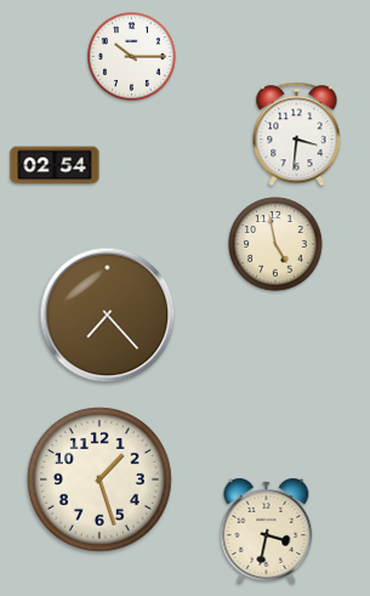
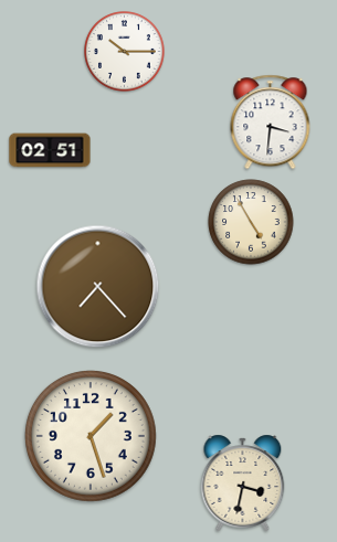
clock at (132, 57) position: (132, 57) -> (125, 52)
clock at (55, 165): 02:54 -> 02:51
clock at (275, 244): 4:58 -> 4:55
